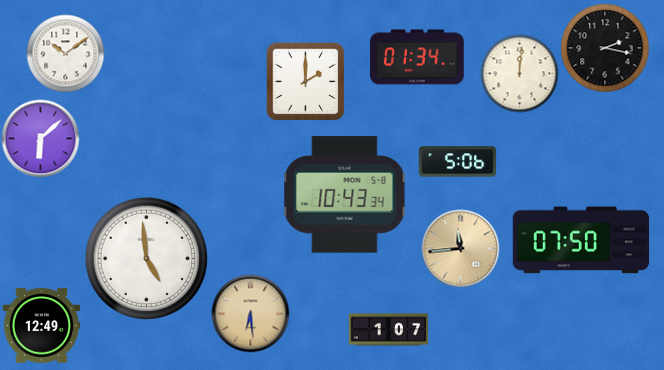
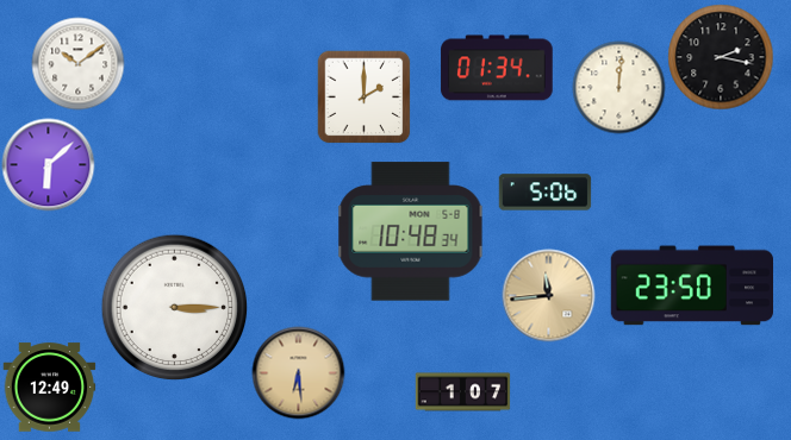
clock at (345, 195): 10:43 -> 10:48
clock at (581, 240): 07:50 -> 23:50
clock at (146, 258): 4:59 -> 3:15
